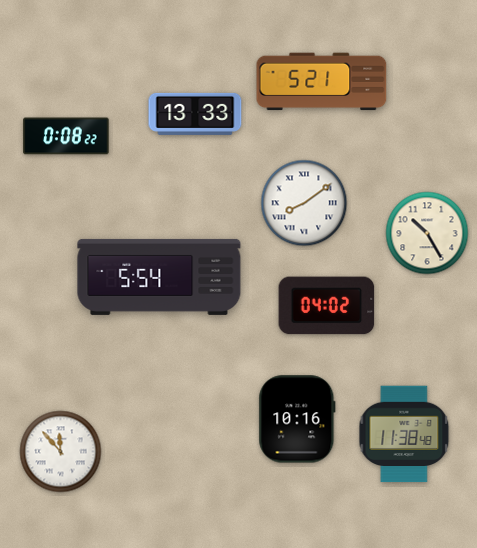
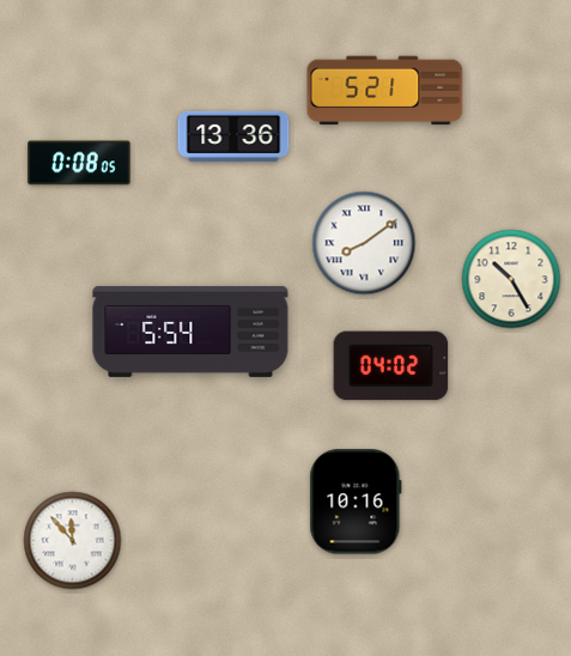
clock at (322, 82) position: (322, 82) -> (385, 91)
clock at (195, 114): 13:33 -> 13:36
clock at (66, 136): 0:08:22 -> 0:08:05
clock at (404, 434): 11:38 -> none
